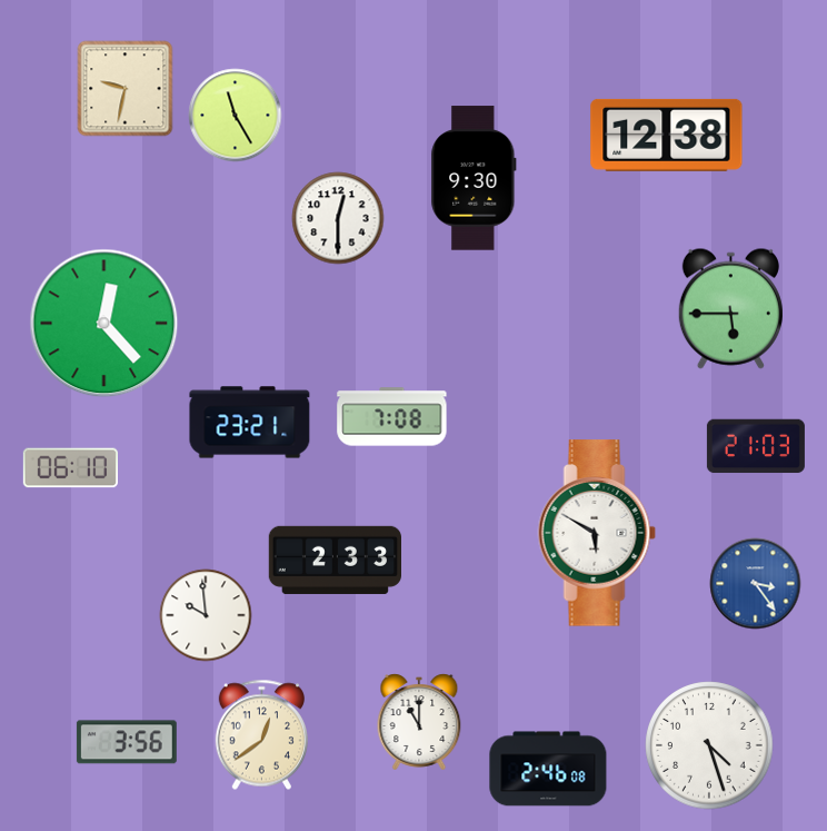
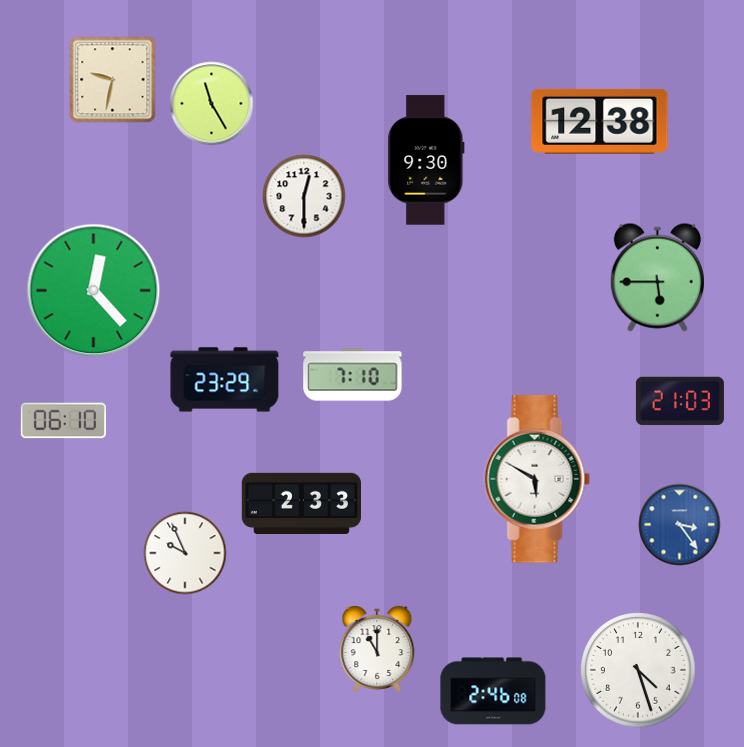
clock at (392, 417): 7:08 -> 7:10
clock at (250, 423): 23:21 -> 23:29
clock at (206, 615): 9:59 -> 9:56
clock at (261, 735): 12:39 -> none
clock at (127, 742): 3:56 -> none
